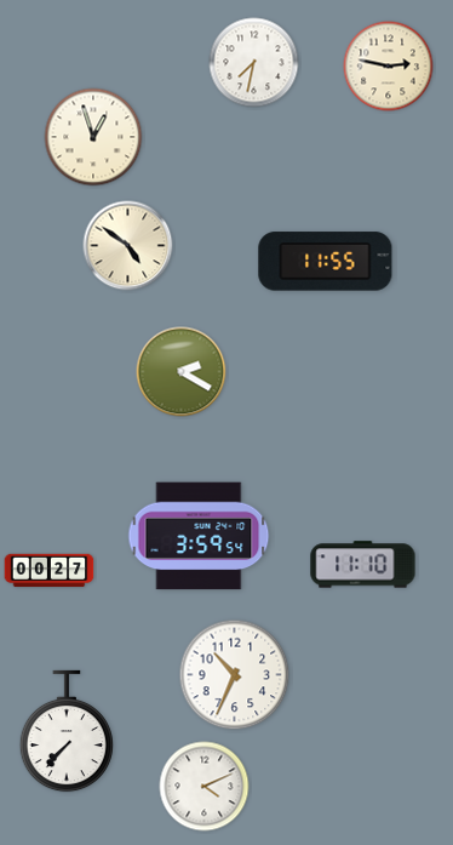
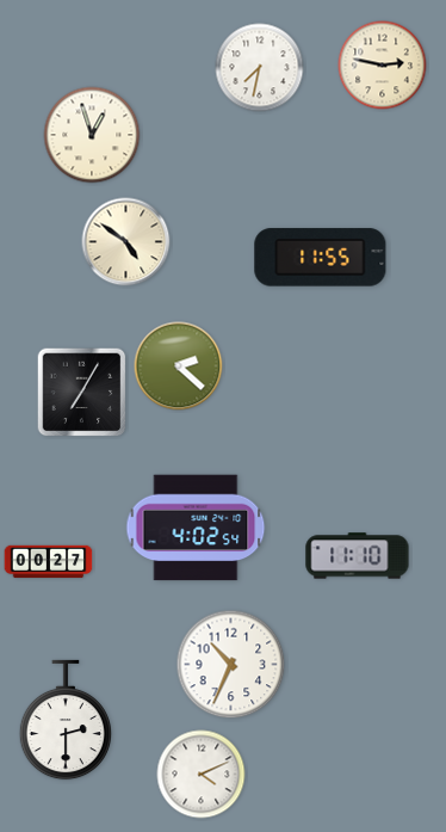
clock at (254, 63) position: (254, 63) -> (260, 68)
clock at (182, 372): 2:20 -> 2:22
clock at (82, 393): none -> 7:05
clock at (199, 536): 3:59 -> 4:02
clock at (65, 731): 7:37 -> 2:30
